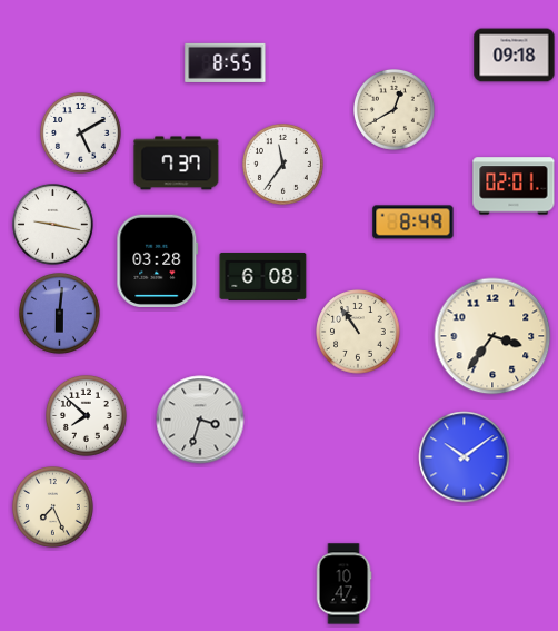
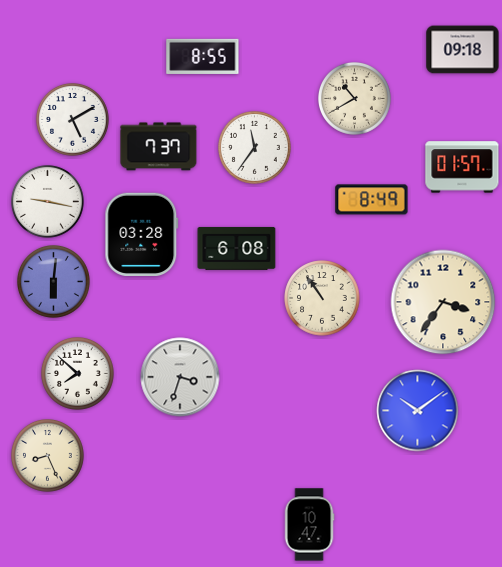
clock at (395, 110): 12:40 -> 10:40
clock at (514, 186): 02:01 -> 01:57
clock at (53, 507): 7:26 -> 8:26
